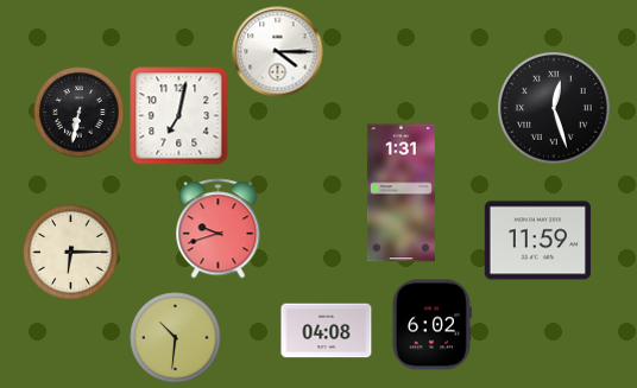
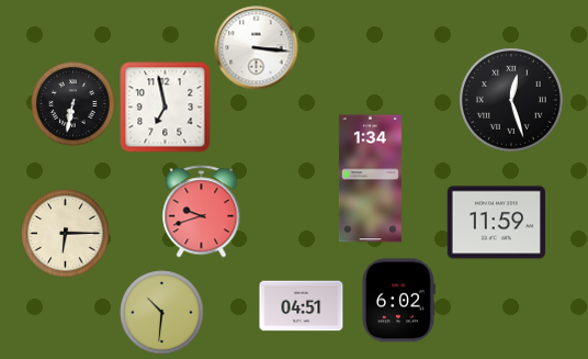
clock at (278, 52): 4:15 -> 3:16
clock at (179, 116): 7:02 -> 6:58
clock at (401, 193): 1:31 -> 1:34
clock at (327, 331): 04:08 -> 04:51
